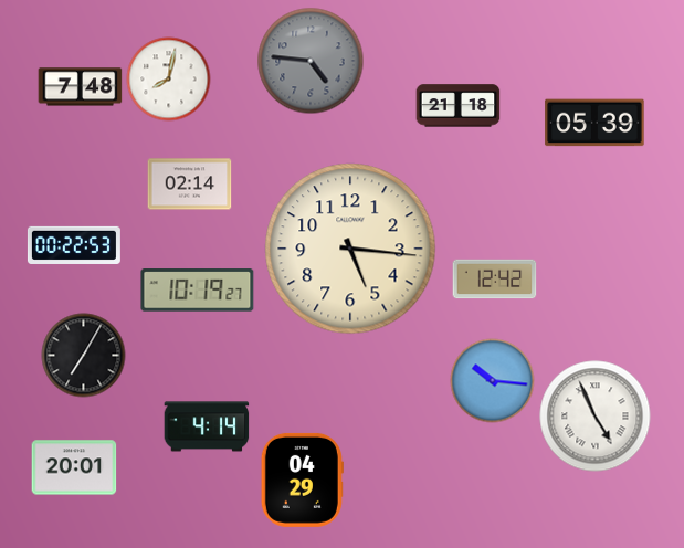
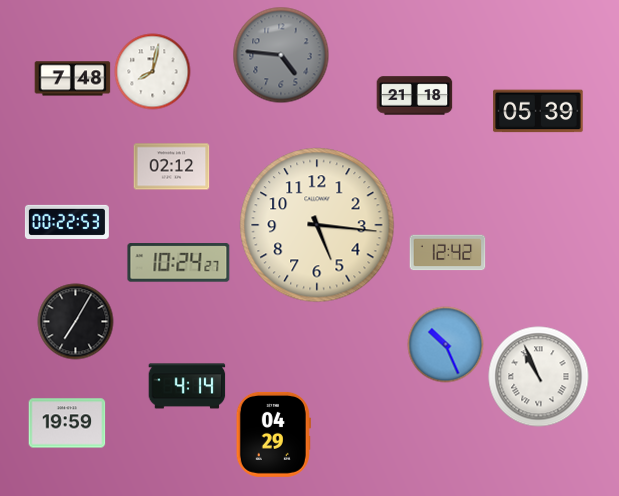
clock at (190, 185): 02:14 -> 02:12
clock at (198, 291): 10:19 -> 10:24
clock at (493, 381): 10:16 -> 10:26
clock at (596, 417): 4:56 -> 10:56
clock at (74, 467): 20:01 -> 19:59
